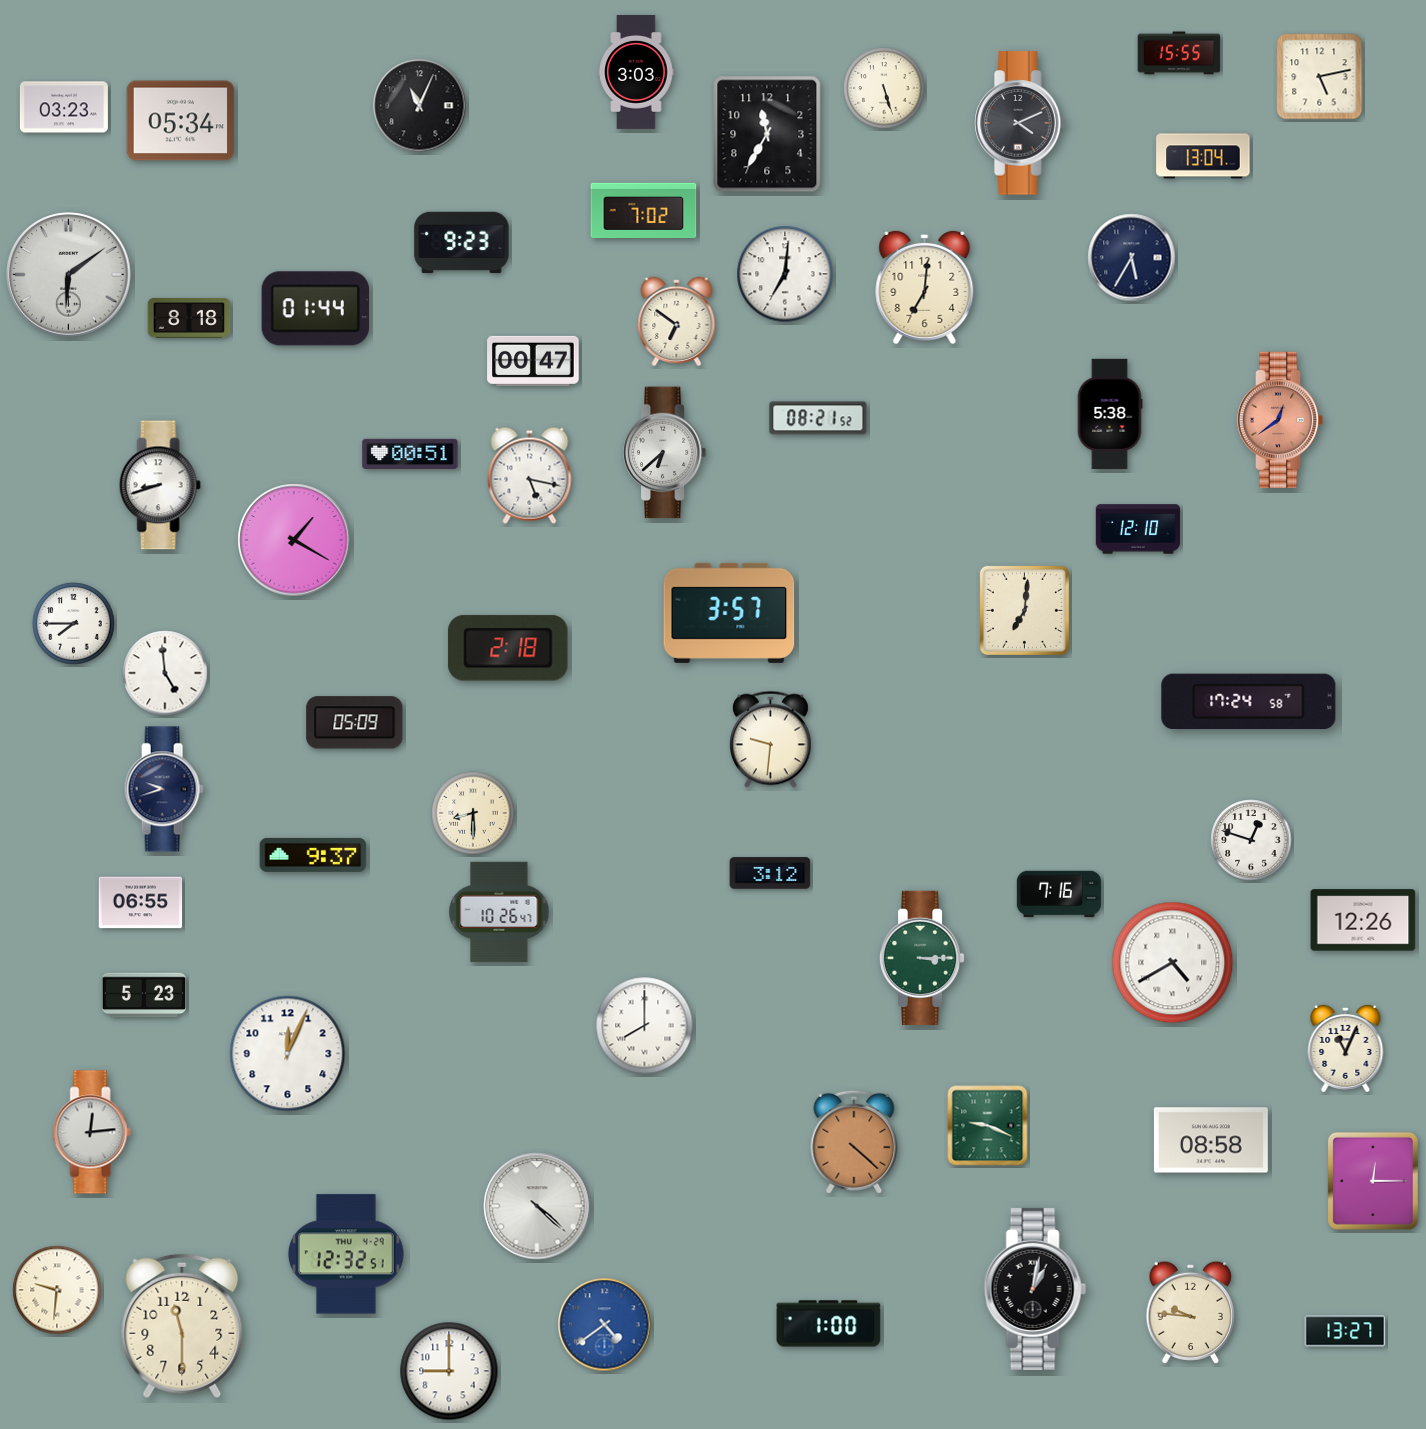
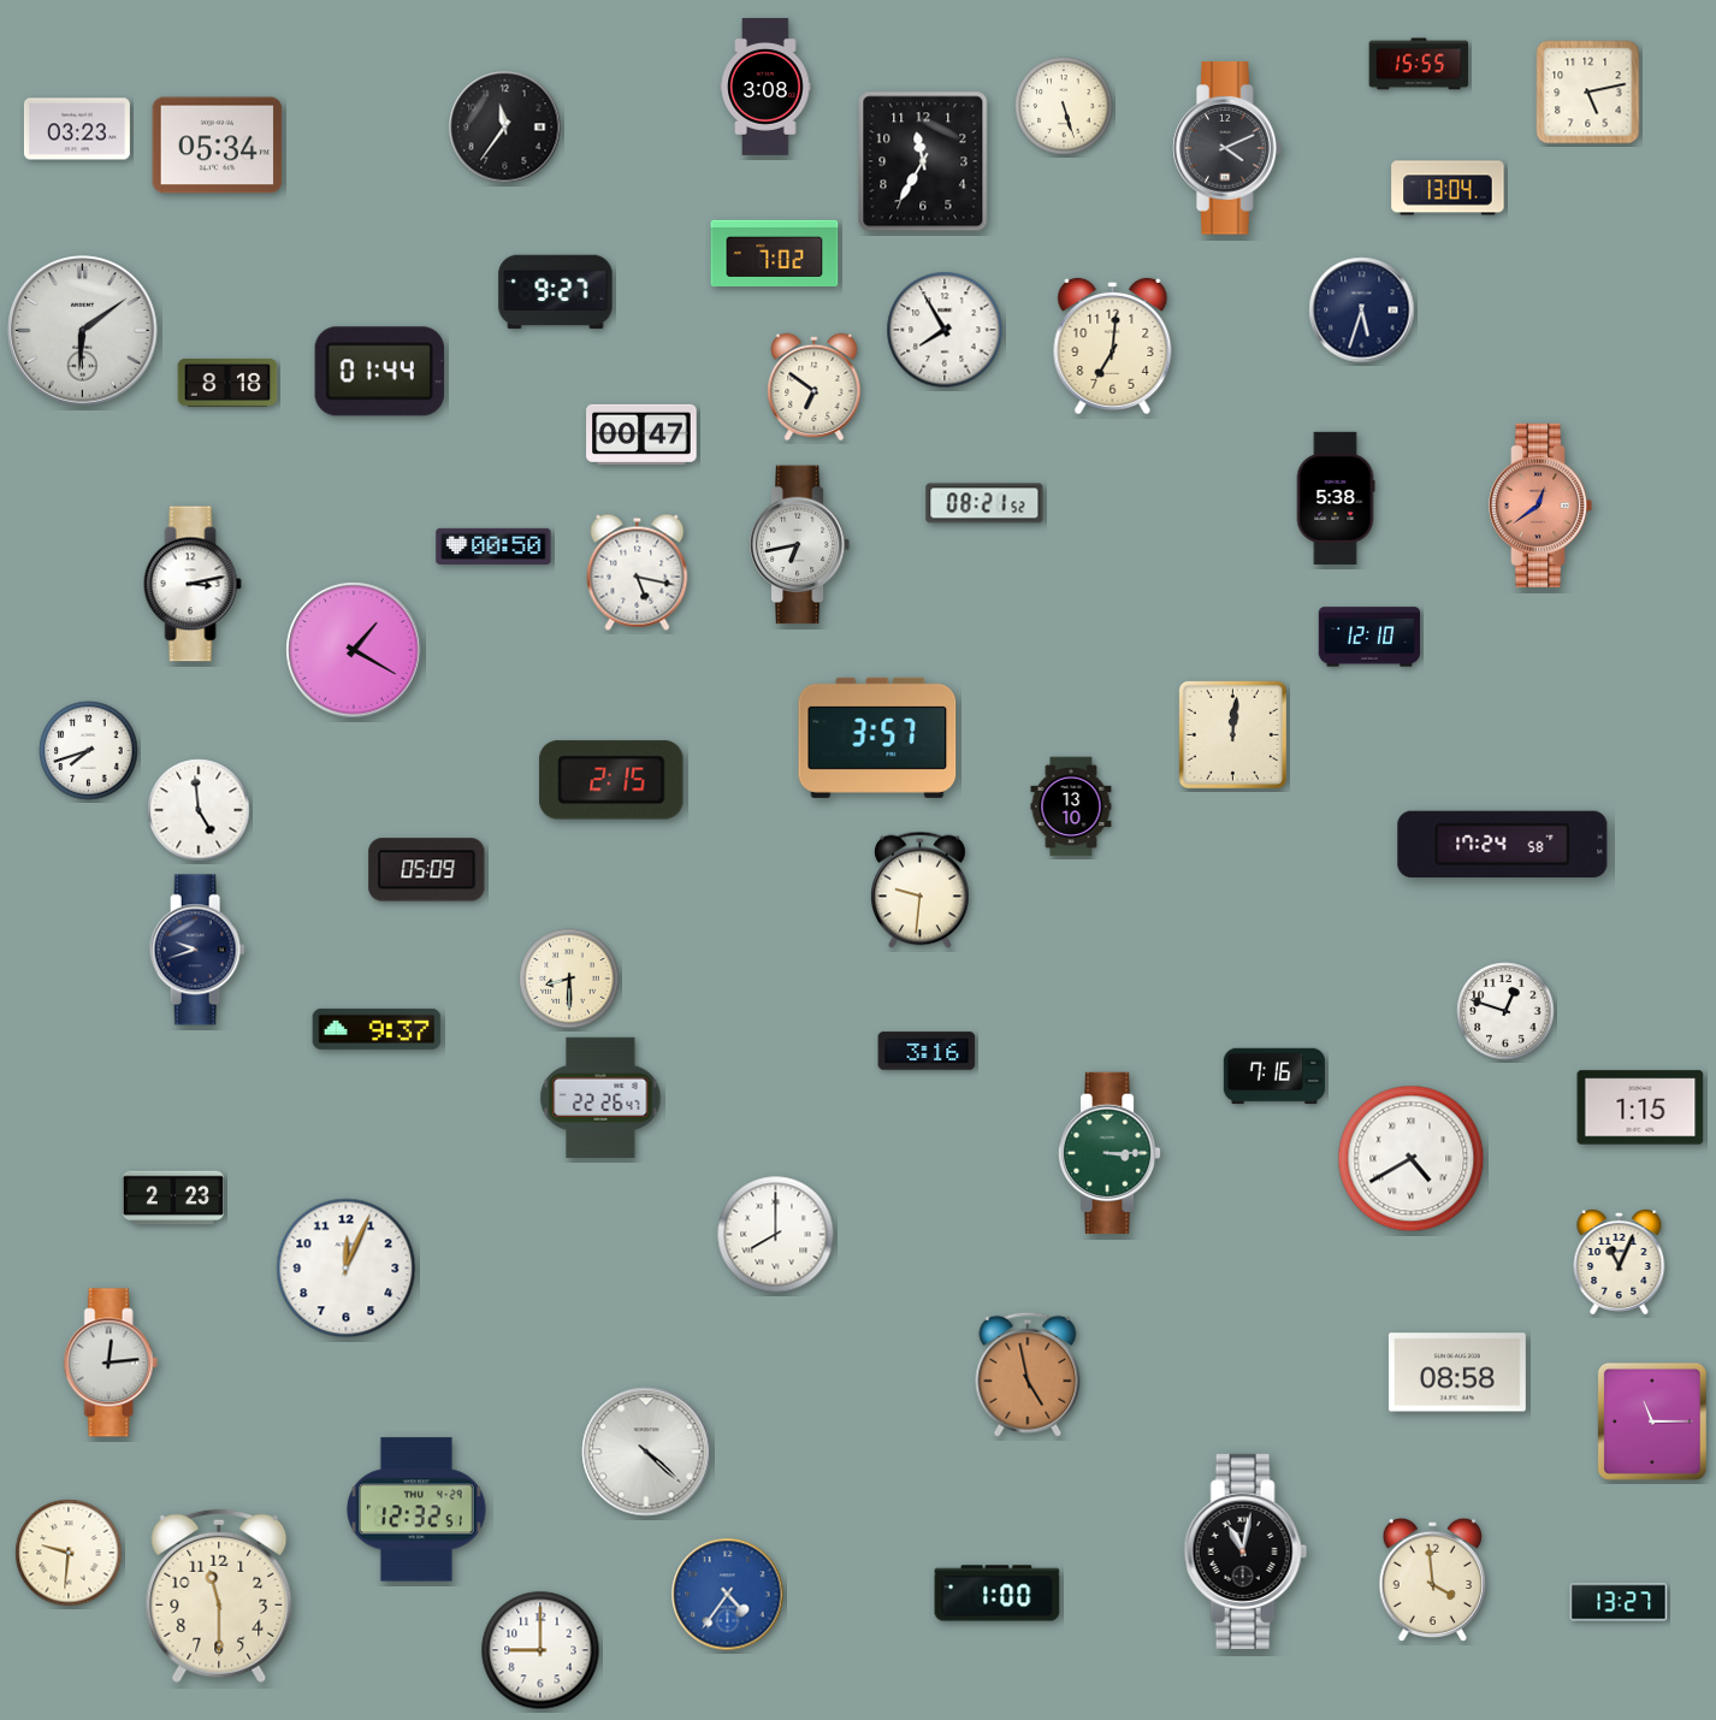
clock at (636, 72): 3:03 -> 3:08
clock at (420, 106): 11:04 -> 11:36
clock at (462, 243): 9:23 -> 9:27
clock at (1132, 258): 5:35 -> 5:33
clock at (785, 274): 7:01 -> 7:55
clock at (665, 453): 6:38 -> 6:43
clock at (410, 454): 00:51 -> 00:50
clock at (160, 485): 8:42 -> 3:13
clock at (1024, 610): 7:01 -> 12:01
clock at (74, 624): 7:45 -> 7:42
clock at (508, 648): 2:18 -> 2:15
clock at (1071, 806): none -> 13:10
clock at (771, 740) position: (771, 740) -> (921, 891)
clock at (770, 873): 3:12 -> 3:16
clock at (141, 903): 06:55 -> none
clock at (499, 912): 10:26 -> 22:26
clock at (1363, 920): 12:26 -> 1:15
clock at (144, 995): 5:23 -> 2:23
clock at (988, 1126): 9:19 -> none
clock at (854, 1142): 4:22 -> 4:58
clock at (1373, 1181): 12:15 -> 11:15
clock at (1035, 1289): 1:02 -> 11:02
clock at (1190, 1312): 9:46 -> 3:59
clock at (605, 1325): 4:39 -> 4:36
